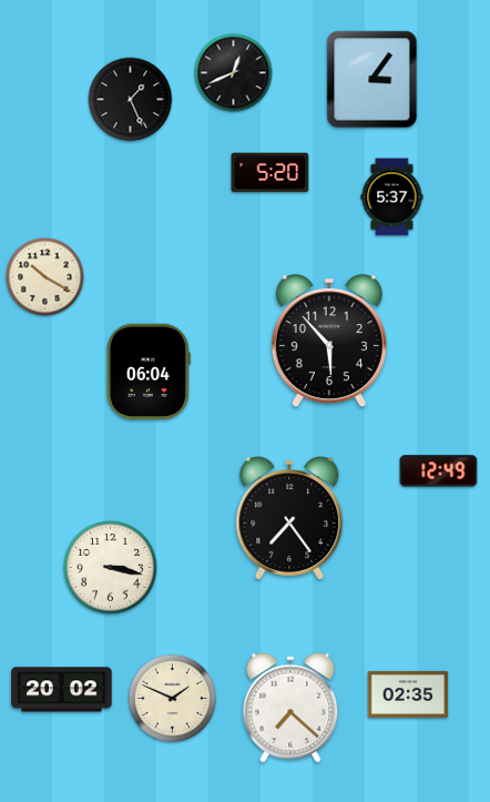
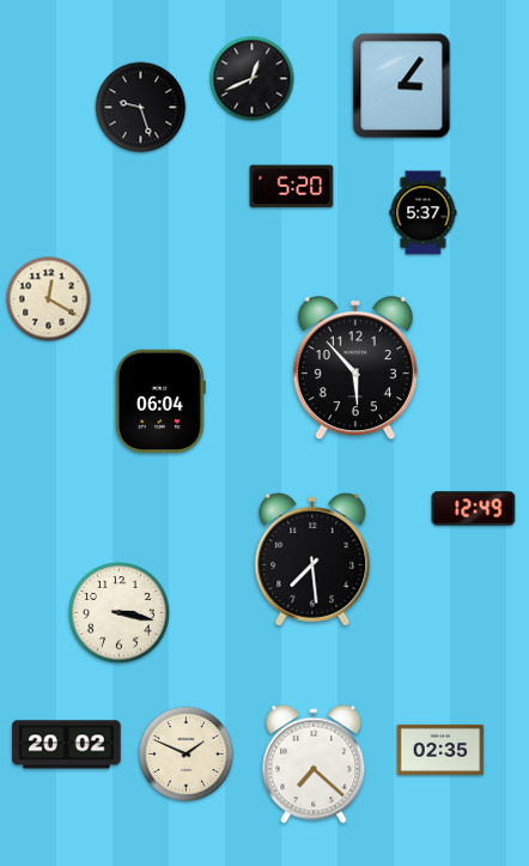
clock at (131, 100): 1:26 -> 9:27
clock at (45, 277): 10:20 -> 12:20
clock at (289, 518): 7:24 -> 7:29
